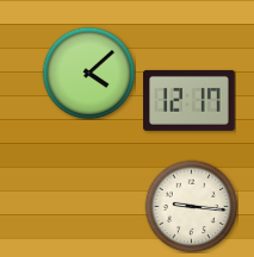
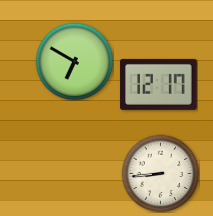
clock at (88, 73): 4:08 -> 6:50
clock at (191, 206): 9:16 -> 8:44
